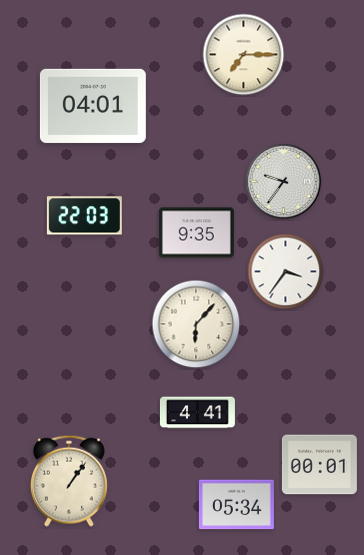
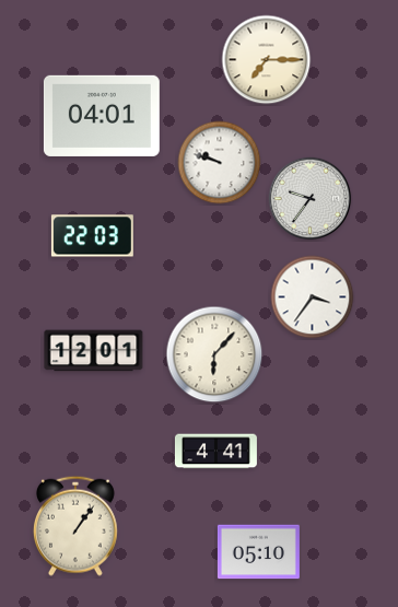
clock at (220, 163): none -> 9:48
clock at (196, 233): 9:35 -> none
clock at (94, 351): none -> 12:01
clock at (319, 465): 00:01 -> none
clock at (236, 505): 05:34 -> 05:10
